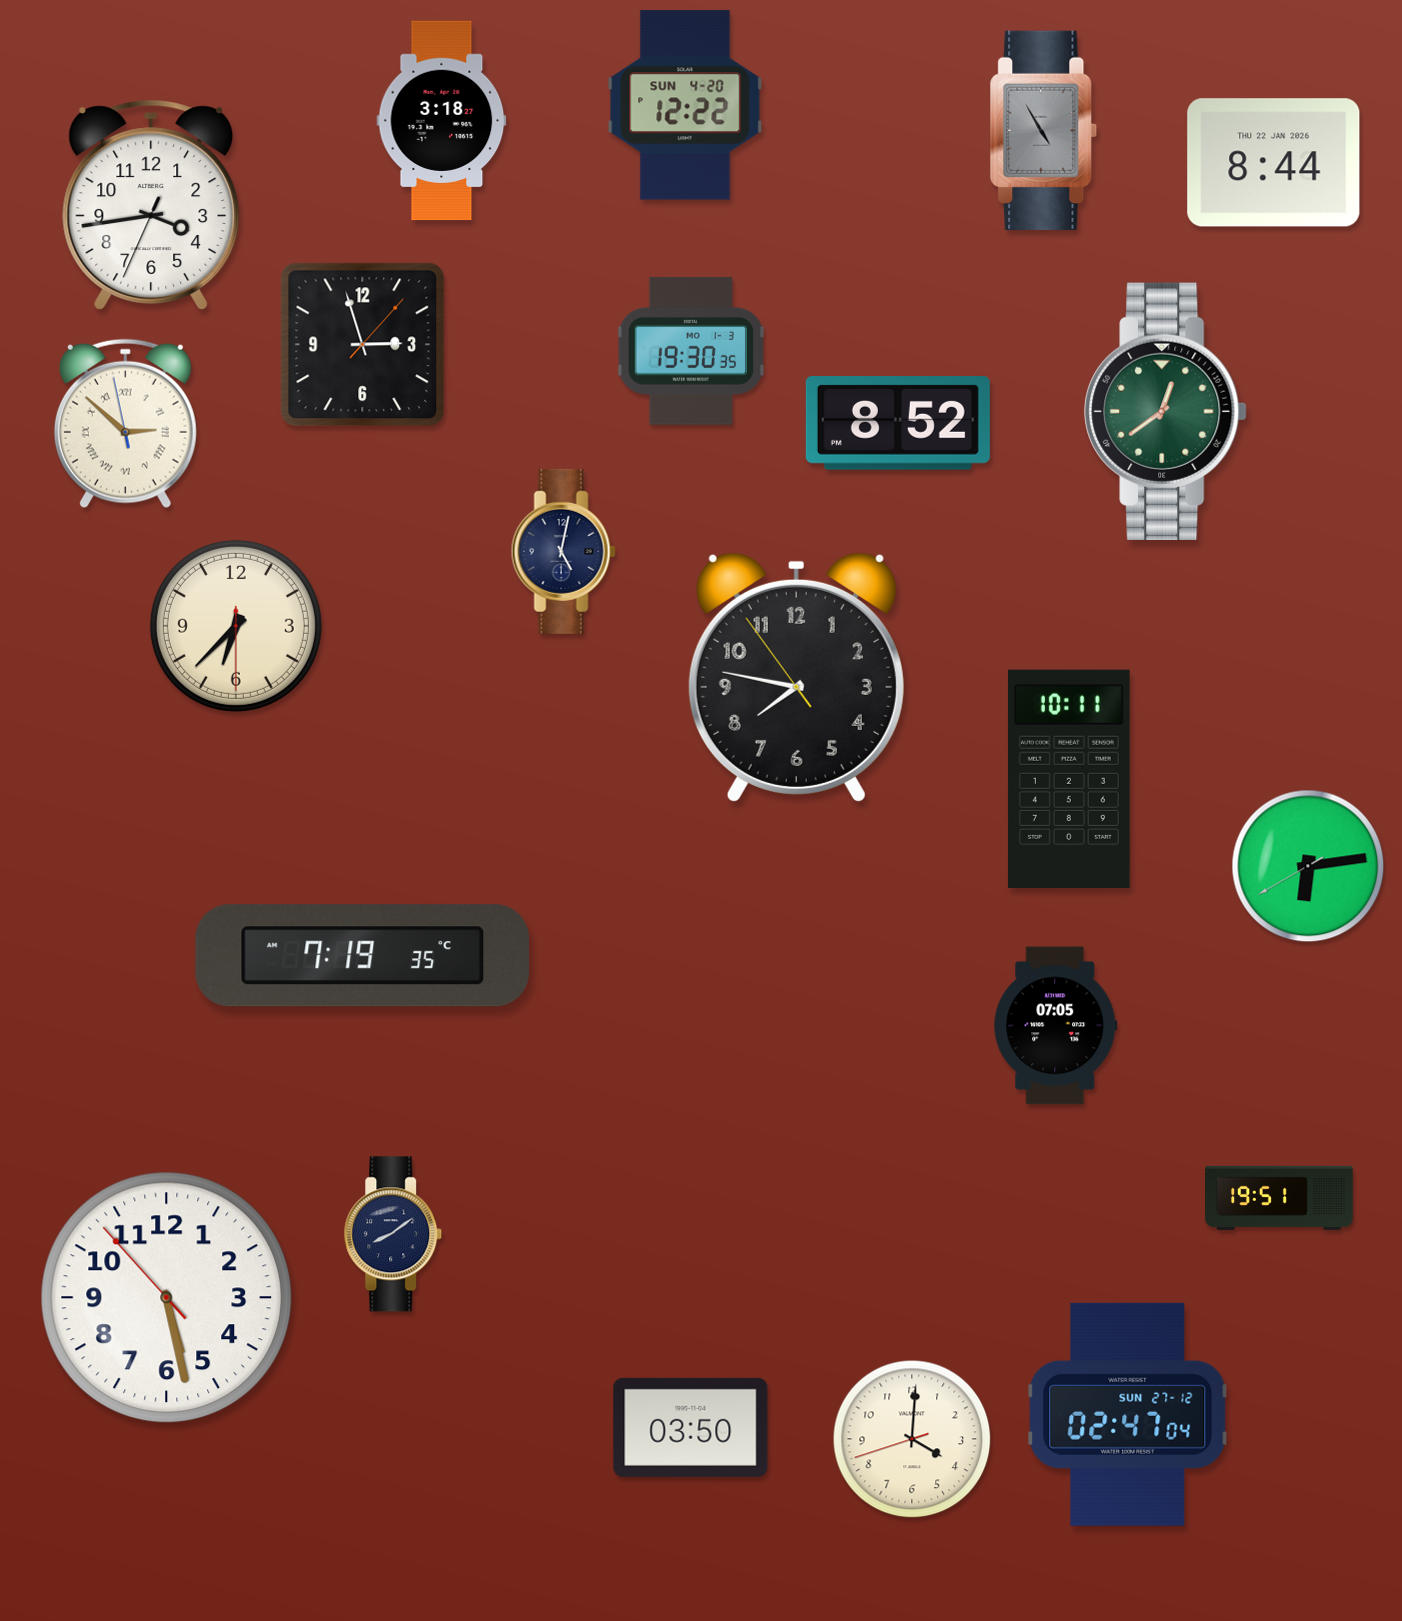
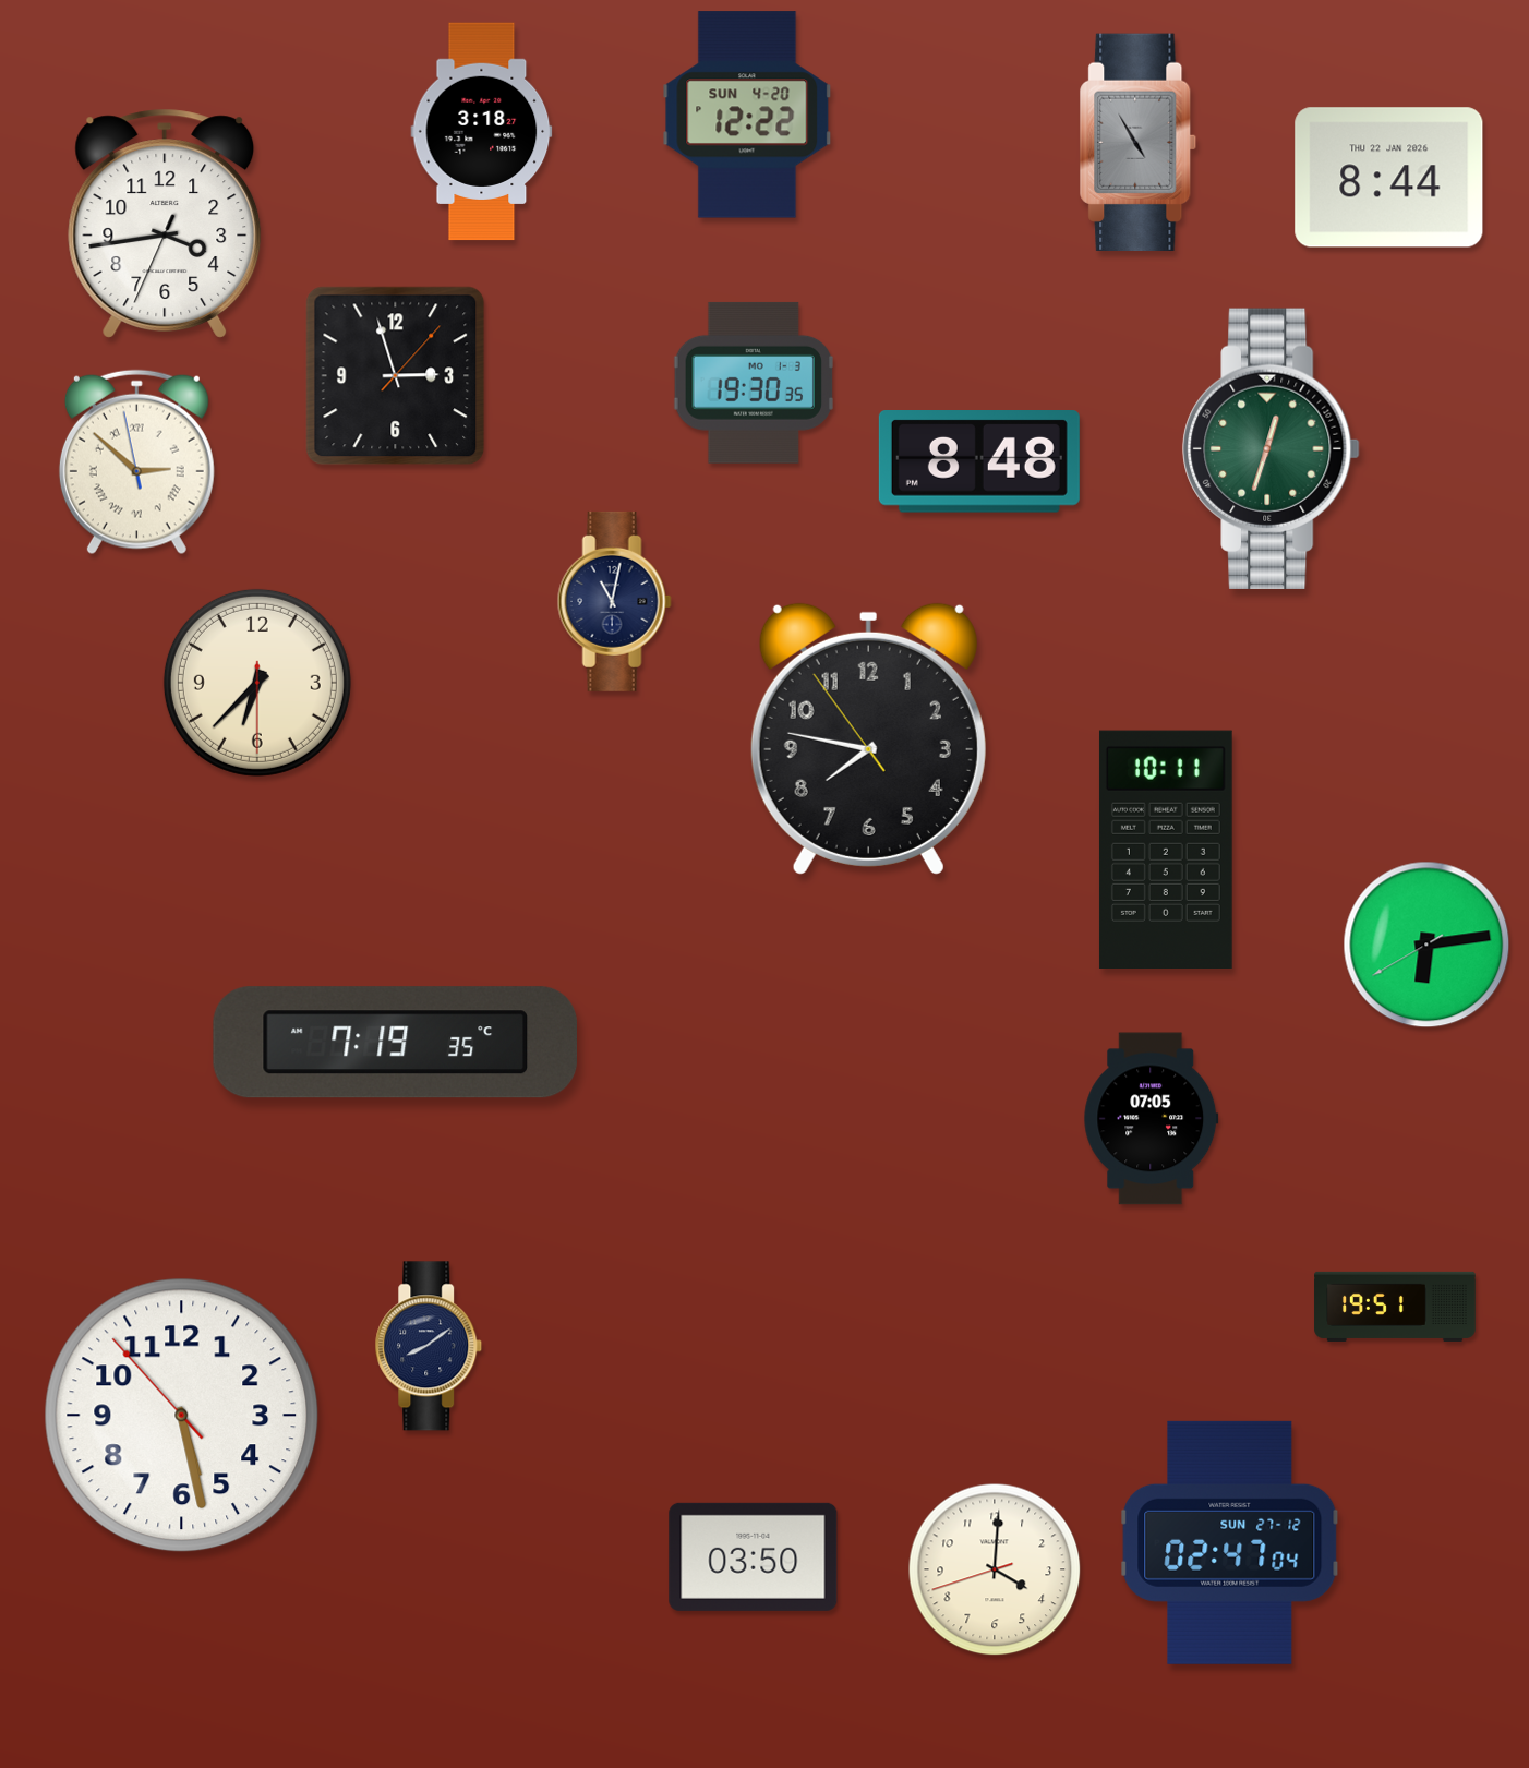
clock at (1166, 411): 12:39 -> 12:33
clock at (898, 424): 8:52 -> 8:48
clock at (563, 551): 5:02 -> 11:02
